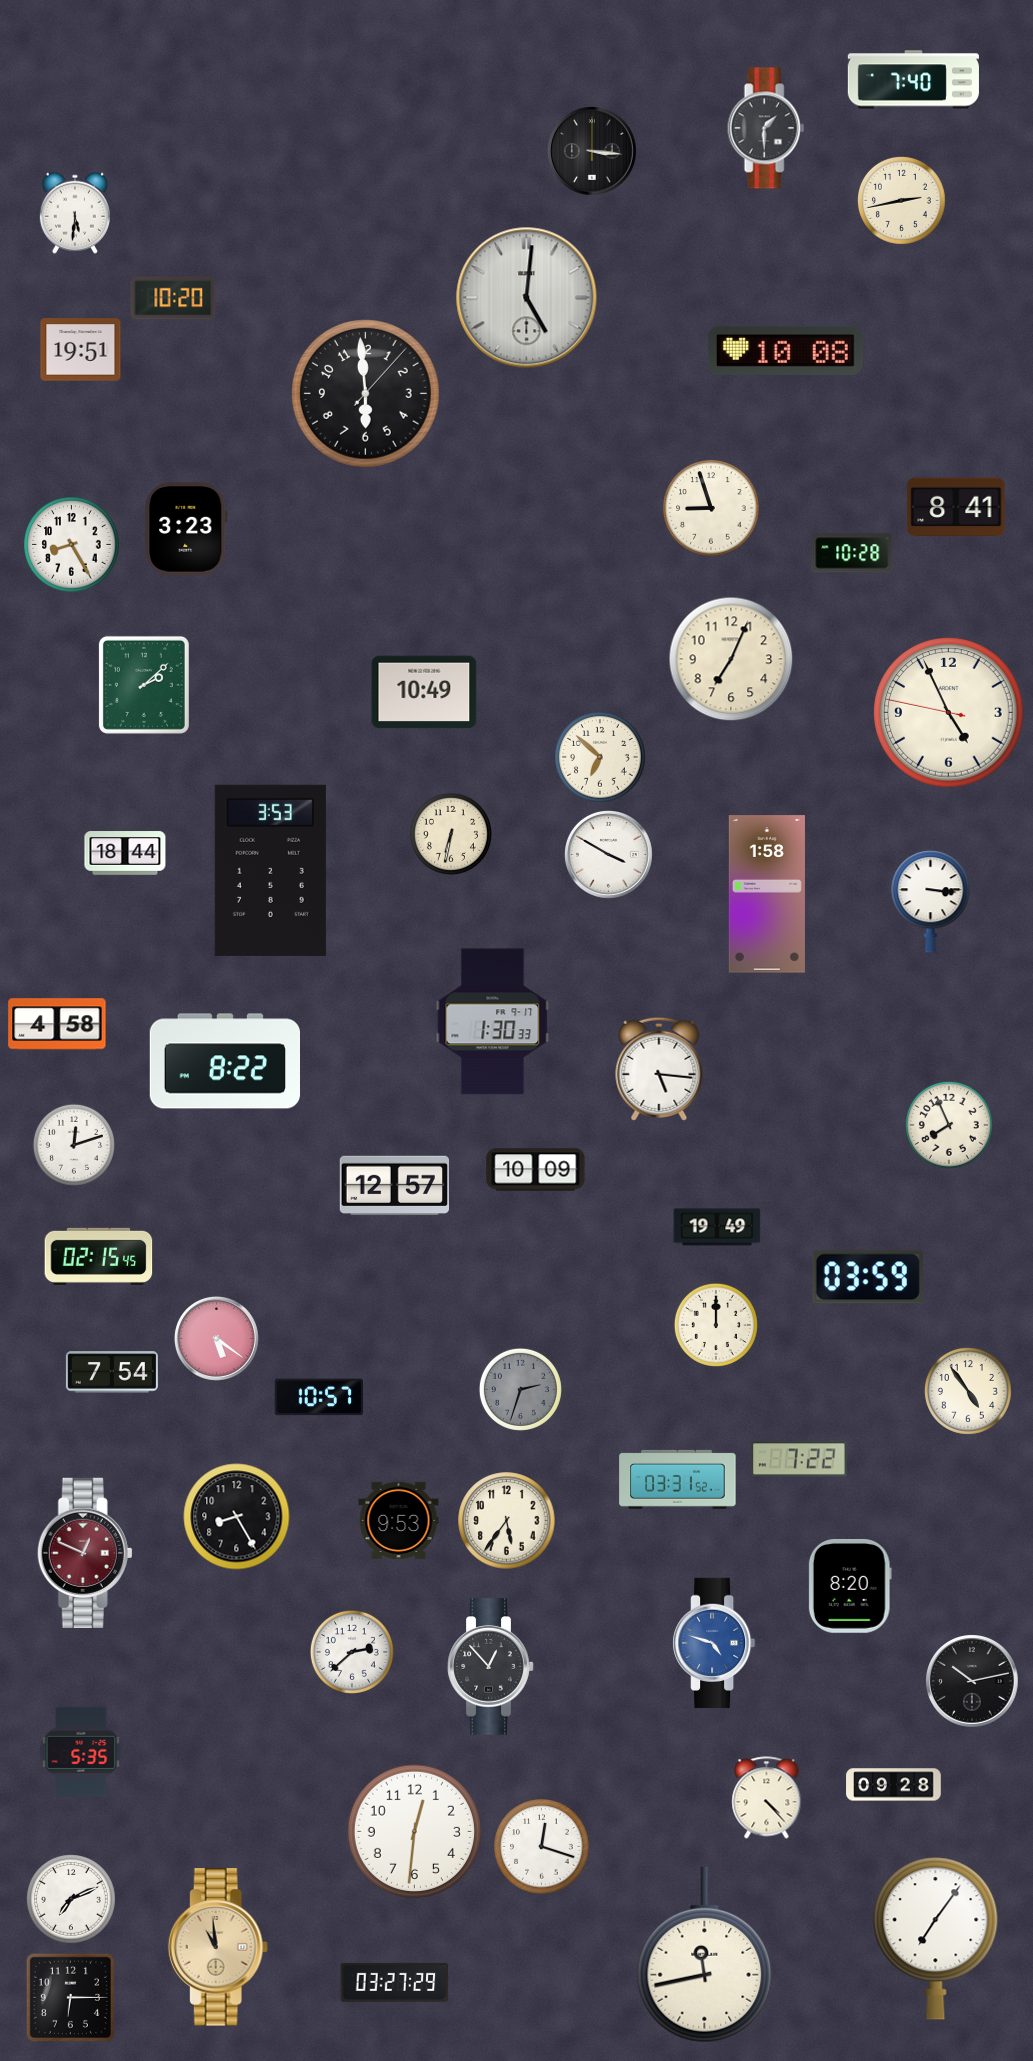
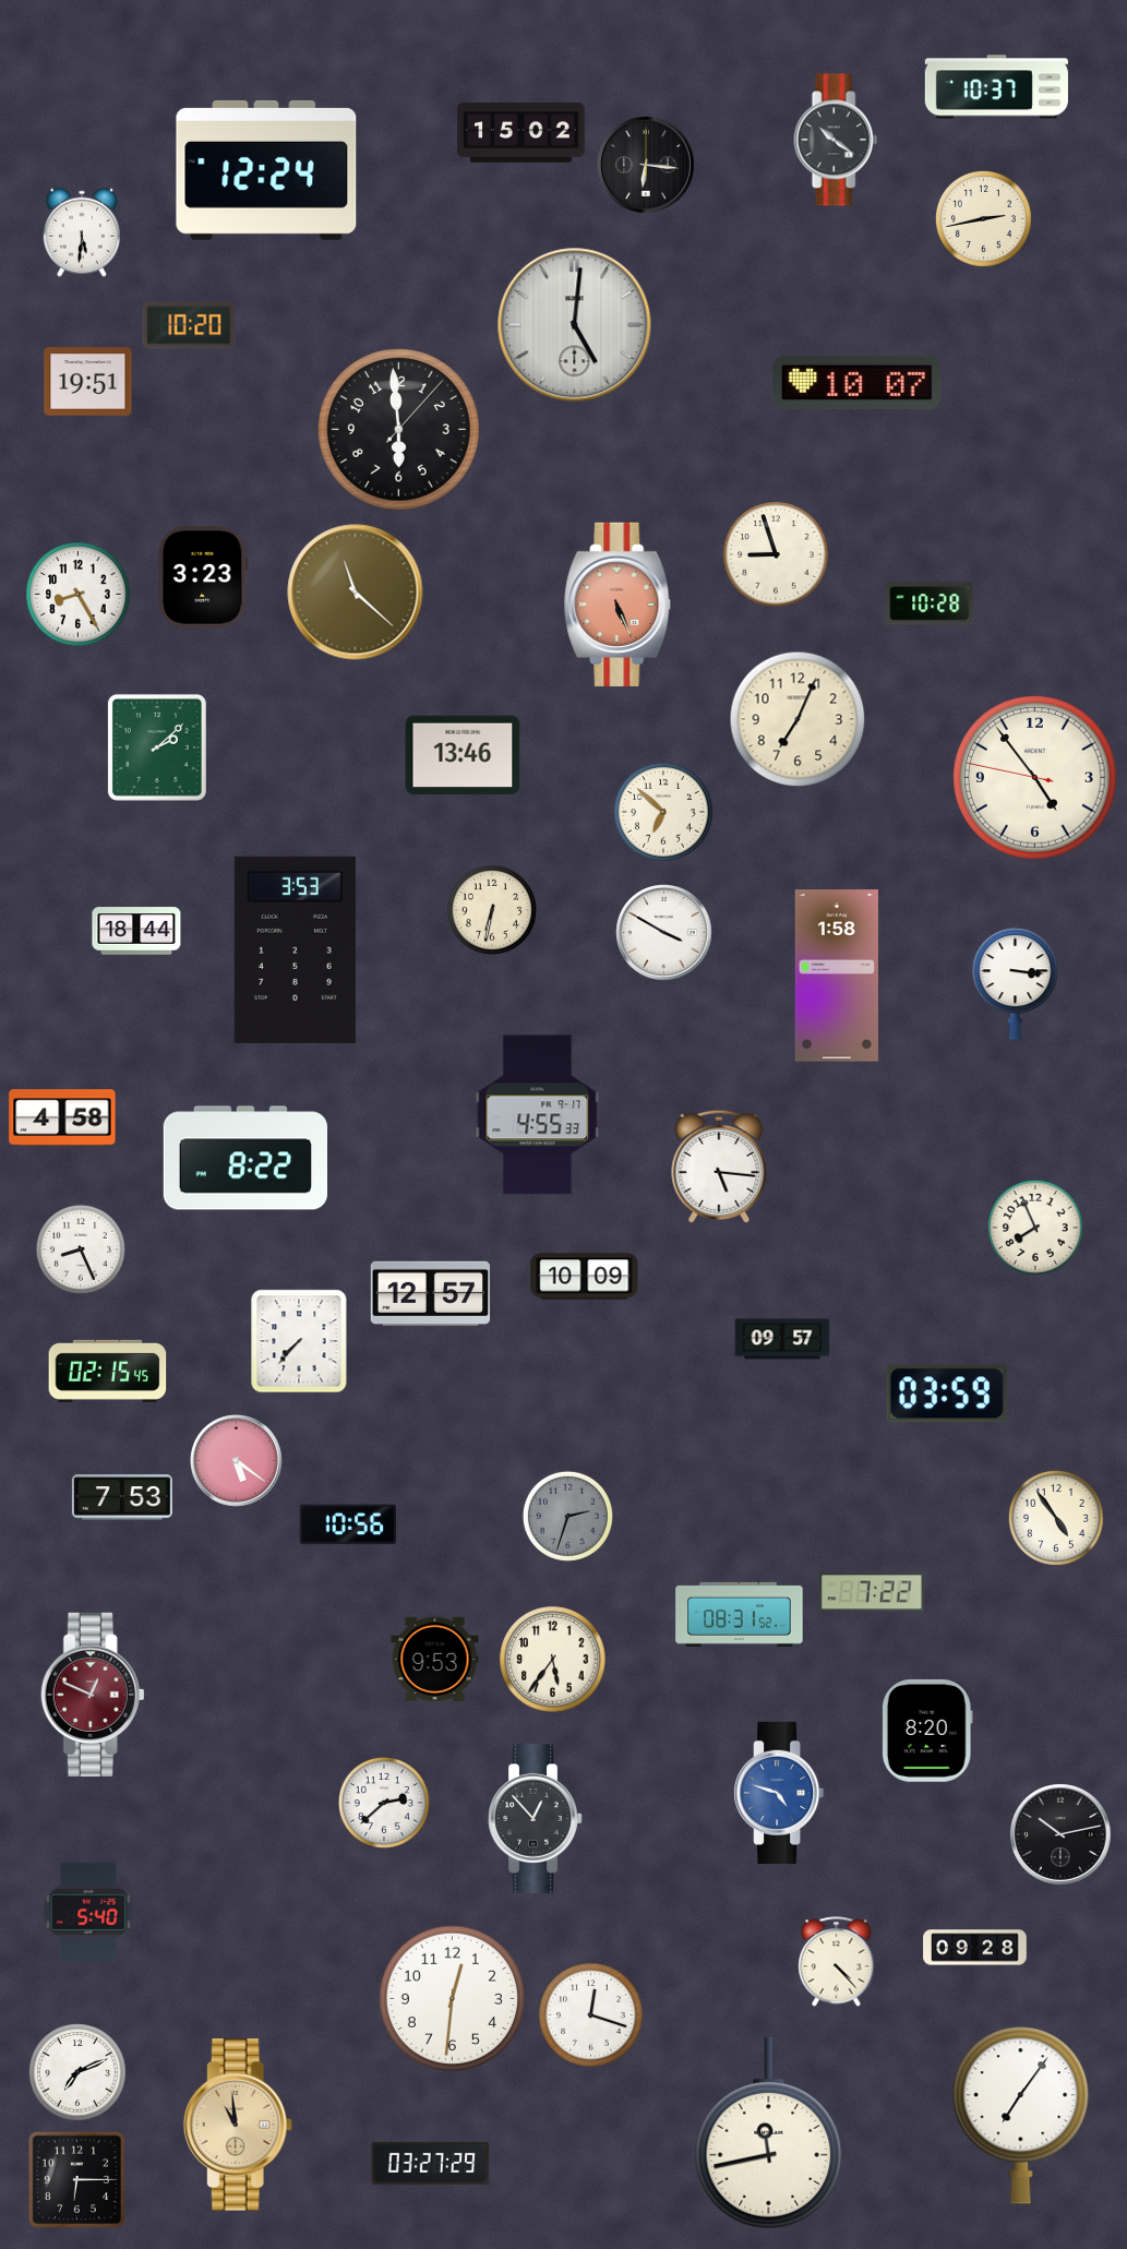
clock at (913, 80): 7:40 -> 10:37
clock at (521, 133): none -> 15:02
clock at (766, 128): 1:30 -> 10:21
clock at (593, 152): 3:16 -> 6:16
clock at (266, 170): none -> 12:24
clock at (785, 350): 10:08 -> 10:07
clock at (956, 507): 8:41 -> none
clock at (356, 593): none -> 11:22
clock at (618, 605): none -> 5:26
clock at (424, 692): 10:49 -> 13:46
clock at (949, 713): 4:55 -> 4:53
clock at (600, 757) position: (600, 757) -> (663, 812)
clock at (493, 1022): 1:30 -> 4:55
clock at (74, 1145): 12:12 -> 8:26
clock at (717, 1227): 19:49 -> 09:57
clock at (299, 1341): none -> 7:37
clock at (716, 1325): 12:00 -> none
clock at (112, 1372): 7:54 -> 7:53
clock at (319, 1397): 10:57 -> 10:56
clock at (678, 1479): 03:31 -> 08:31
clock at (237, 1517): 8:25 -> none
clock at (81, 1752): 5:35 -> 5:40
